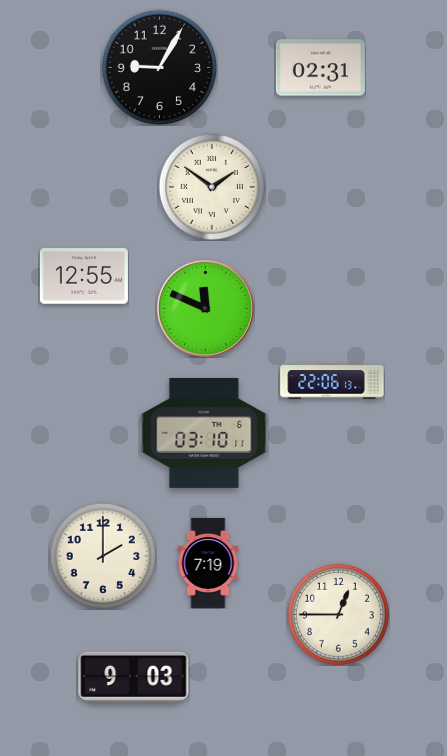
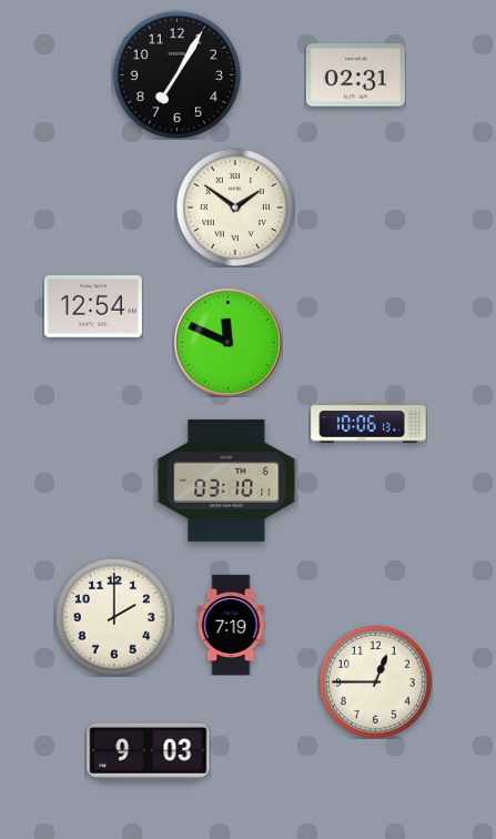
clock at (159, 67): 9:05 -> 7:05
clock at (84, 276): 12:55 -> 12:54
clock at (332, 381): 22:06 -> 10:06
